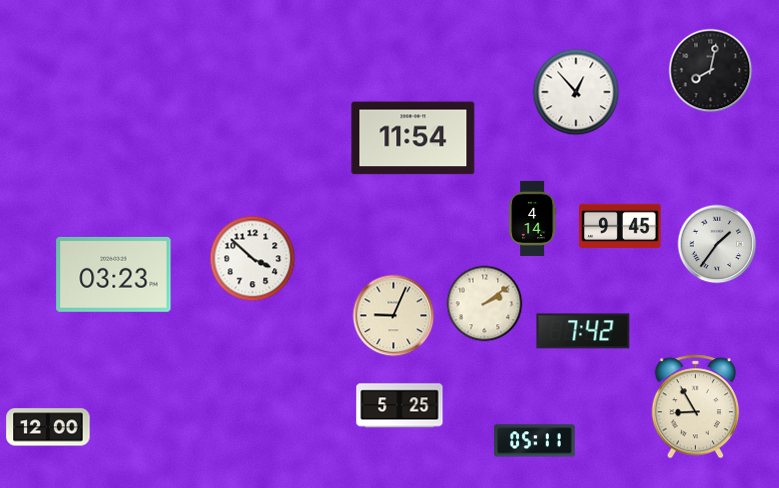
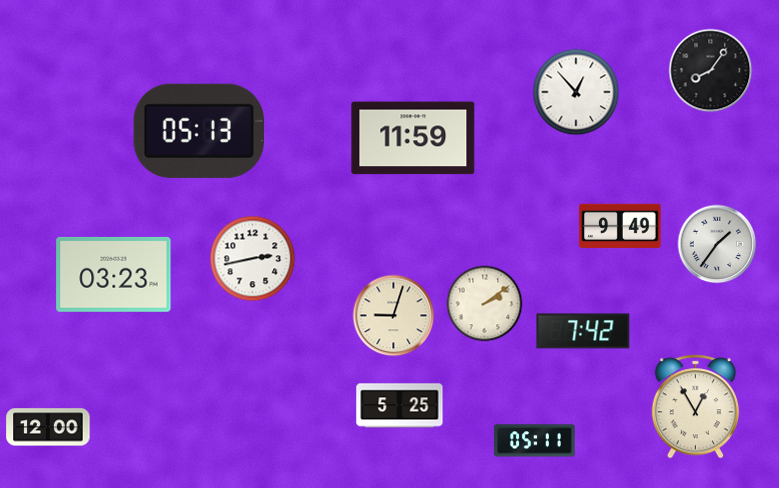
clock at (711, 71): 8:02 -> 8:06
clock at (198, 131): none -> 05:13
clock at (413, 138): 11:54 -> 11:59
clock at (533, 218): 4:14 -> none
clock at (620, 226): 9:45 -> 9:49
clock at (253, 259): 3:52 -> 2:43
clock at (394, 316): 9:04 -> 9:03
clock at (696, 407): 8:55 -> 12:55
